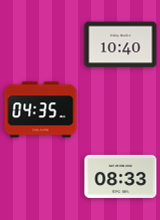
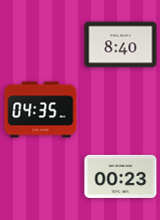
clock at (121, 45): 10:40 -> 8:40
clock at (121, 176): 08:33 -> 00:23
